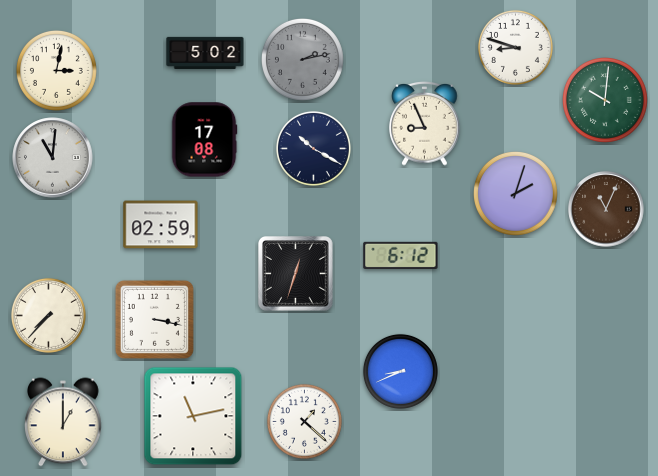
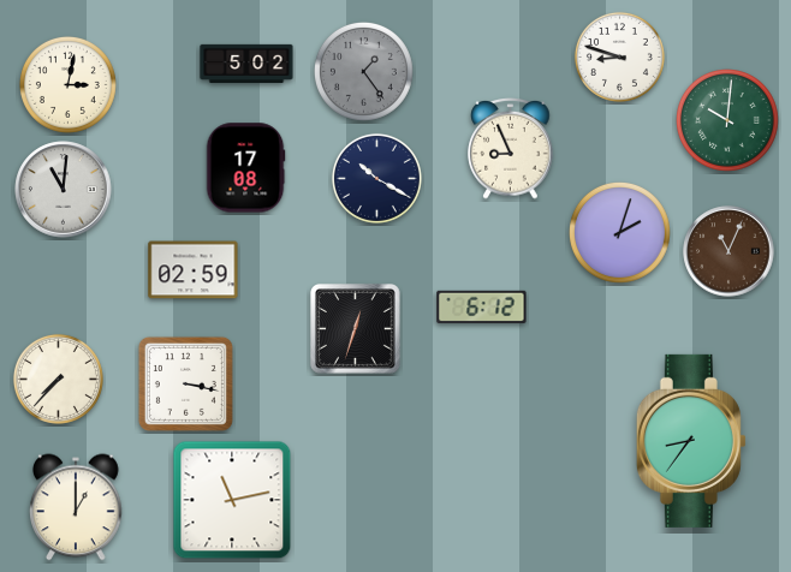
clock at (302, 59): 2:13 -> 1:24
clock at (691, 441): none -> 8:36
clock at (400, 371): 8:41 -> none
clock at (304, 421): 1:22 -> none
